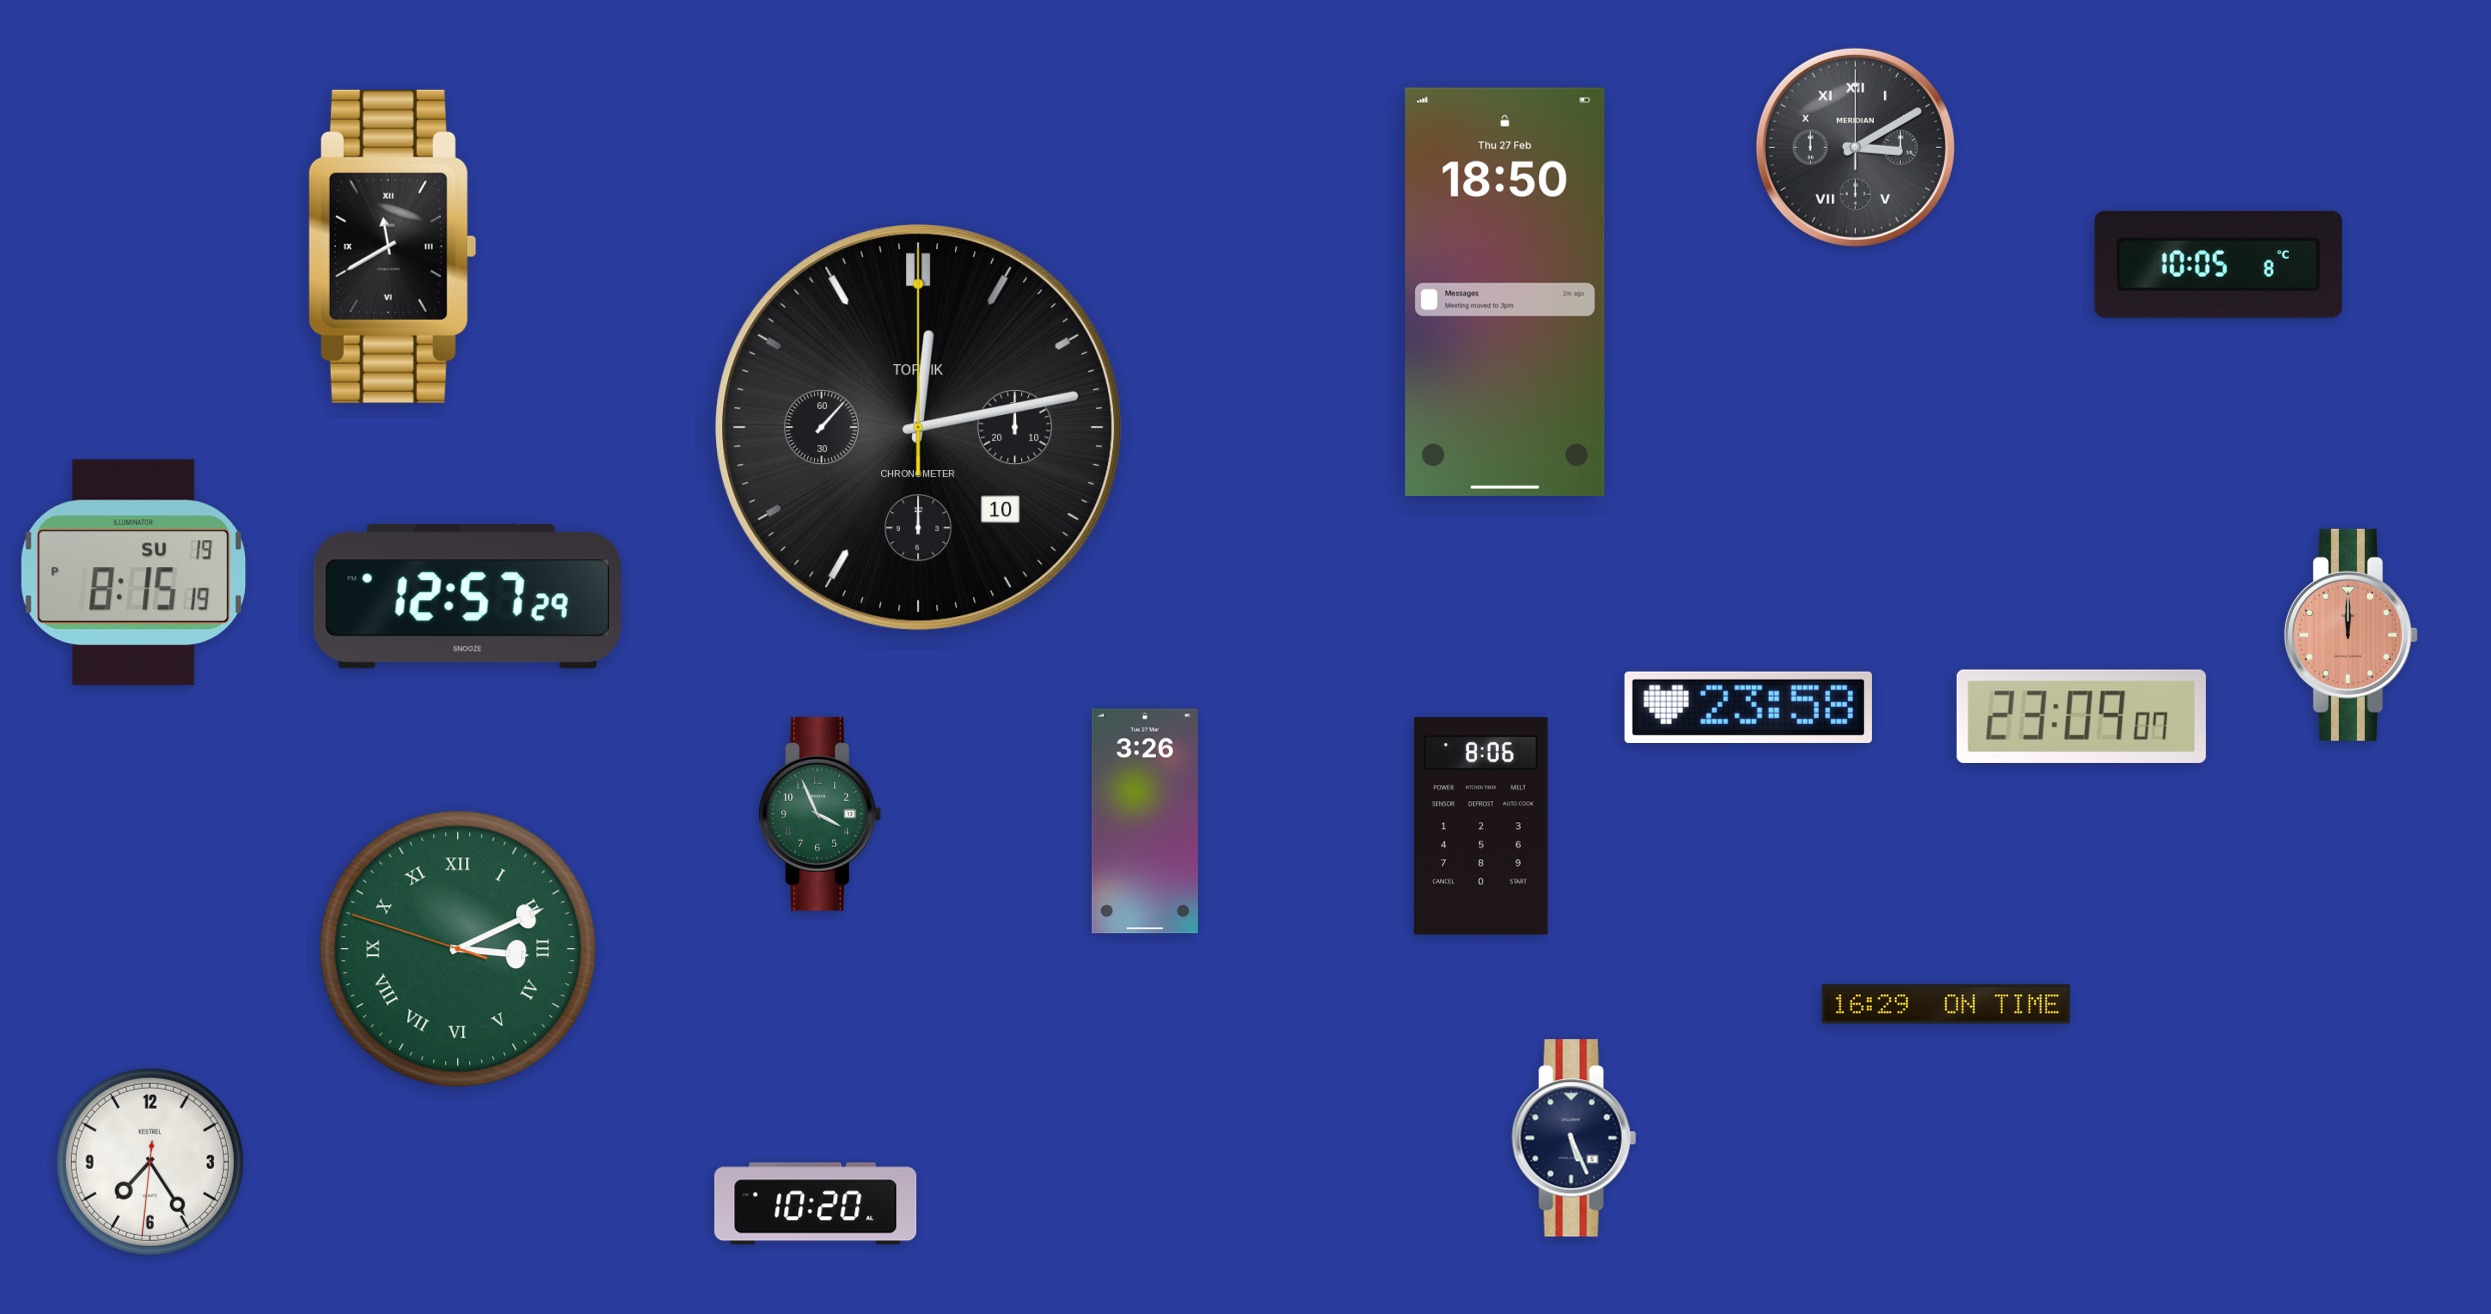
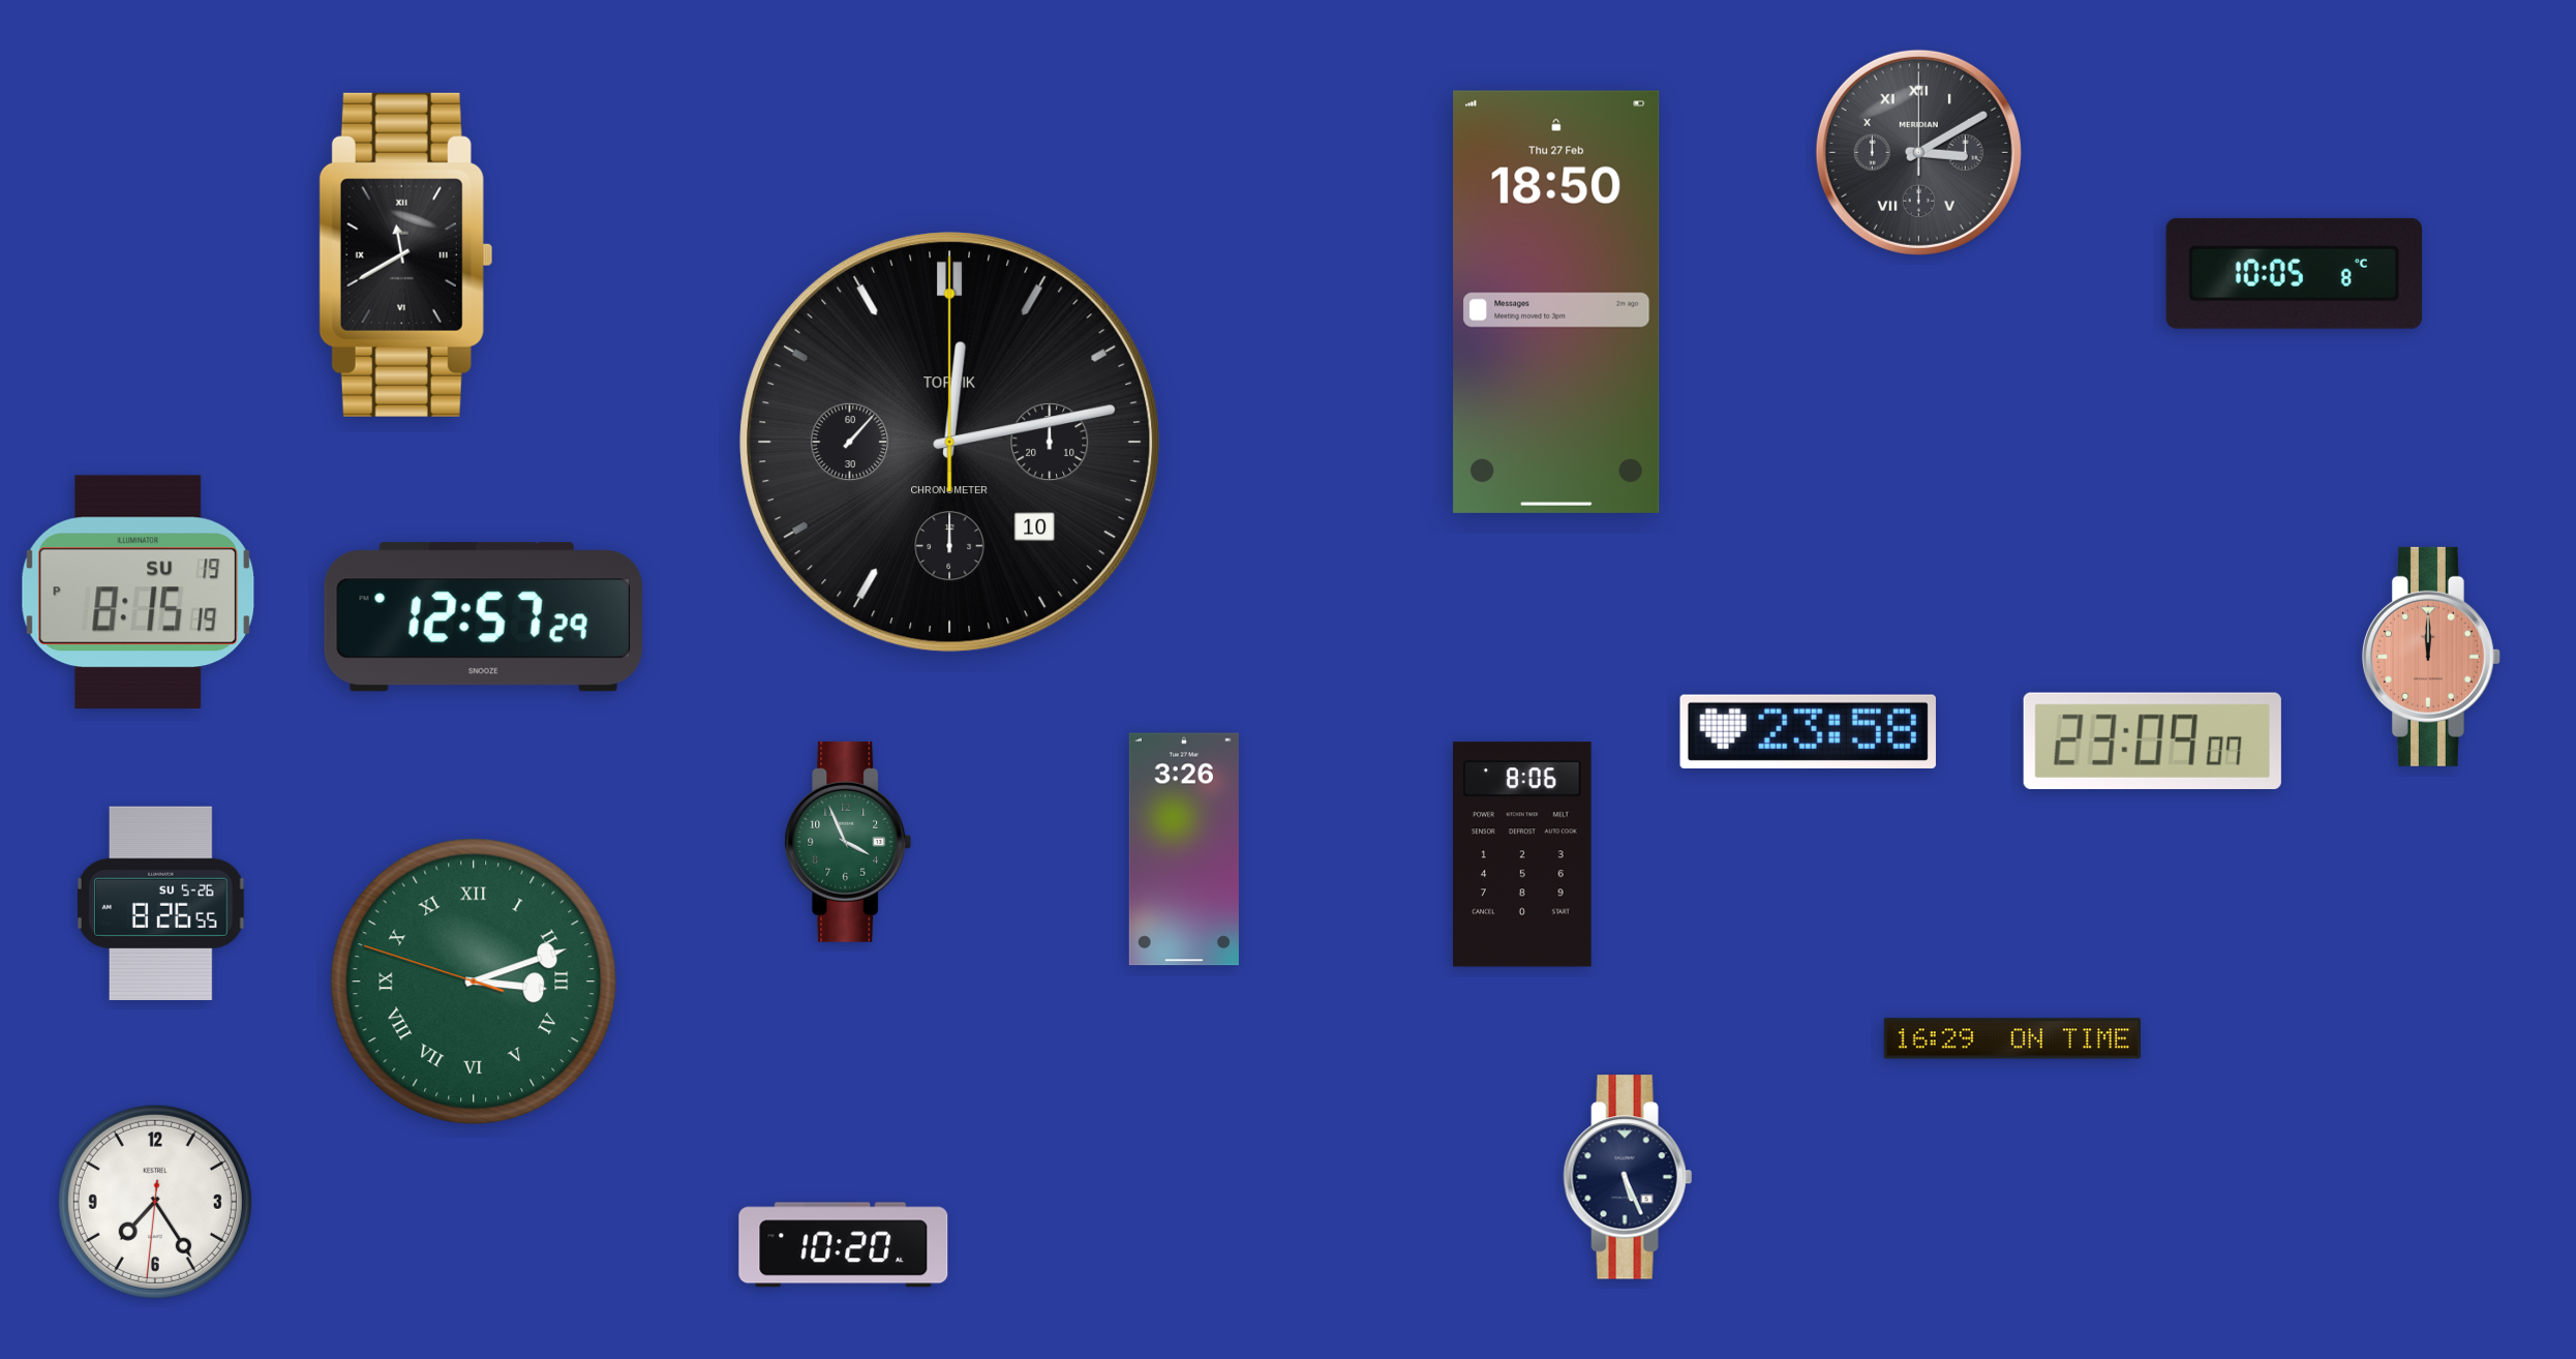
clock at (1481, 826) position: (1481, 826) -> (1522, 854)
clock at (160, 903): none -> 8:26
clock at (458, 949): 3:10 -> 3:11
